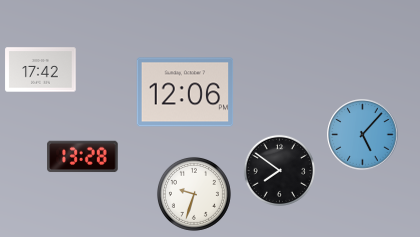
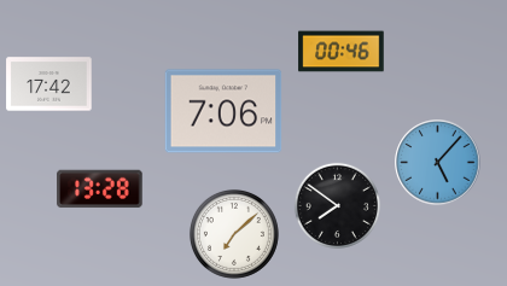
clock at (342, 52): none -> 00:46
clock at (185, 92): 12:06 -> 7:06
clock at (194, 194): 9:33 -> 7:08
